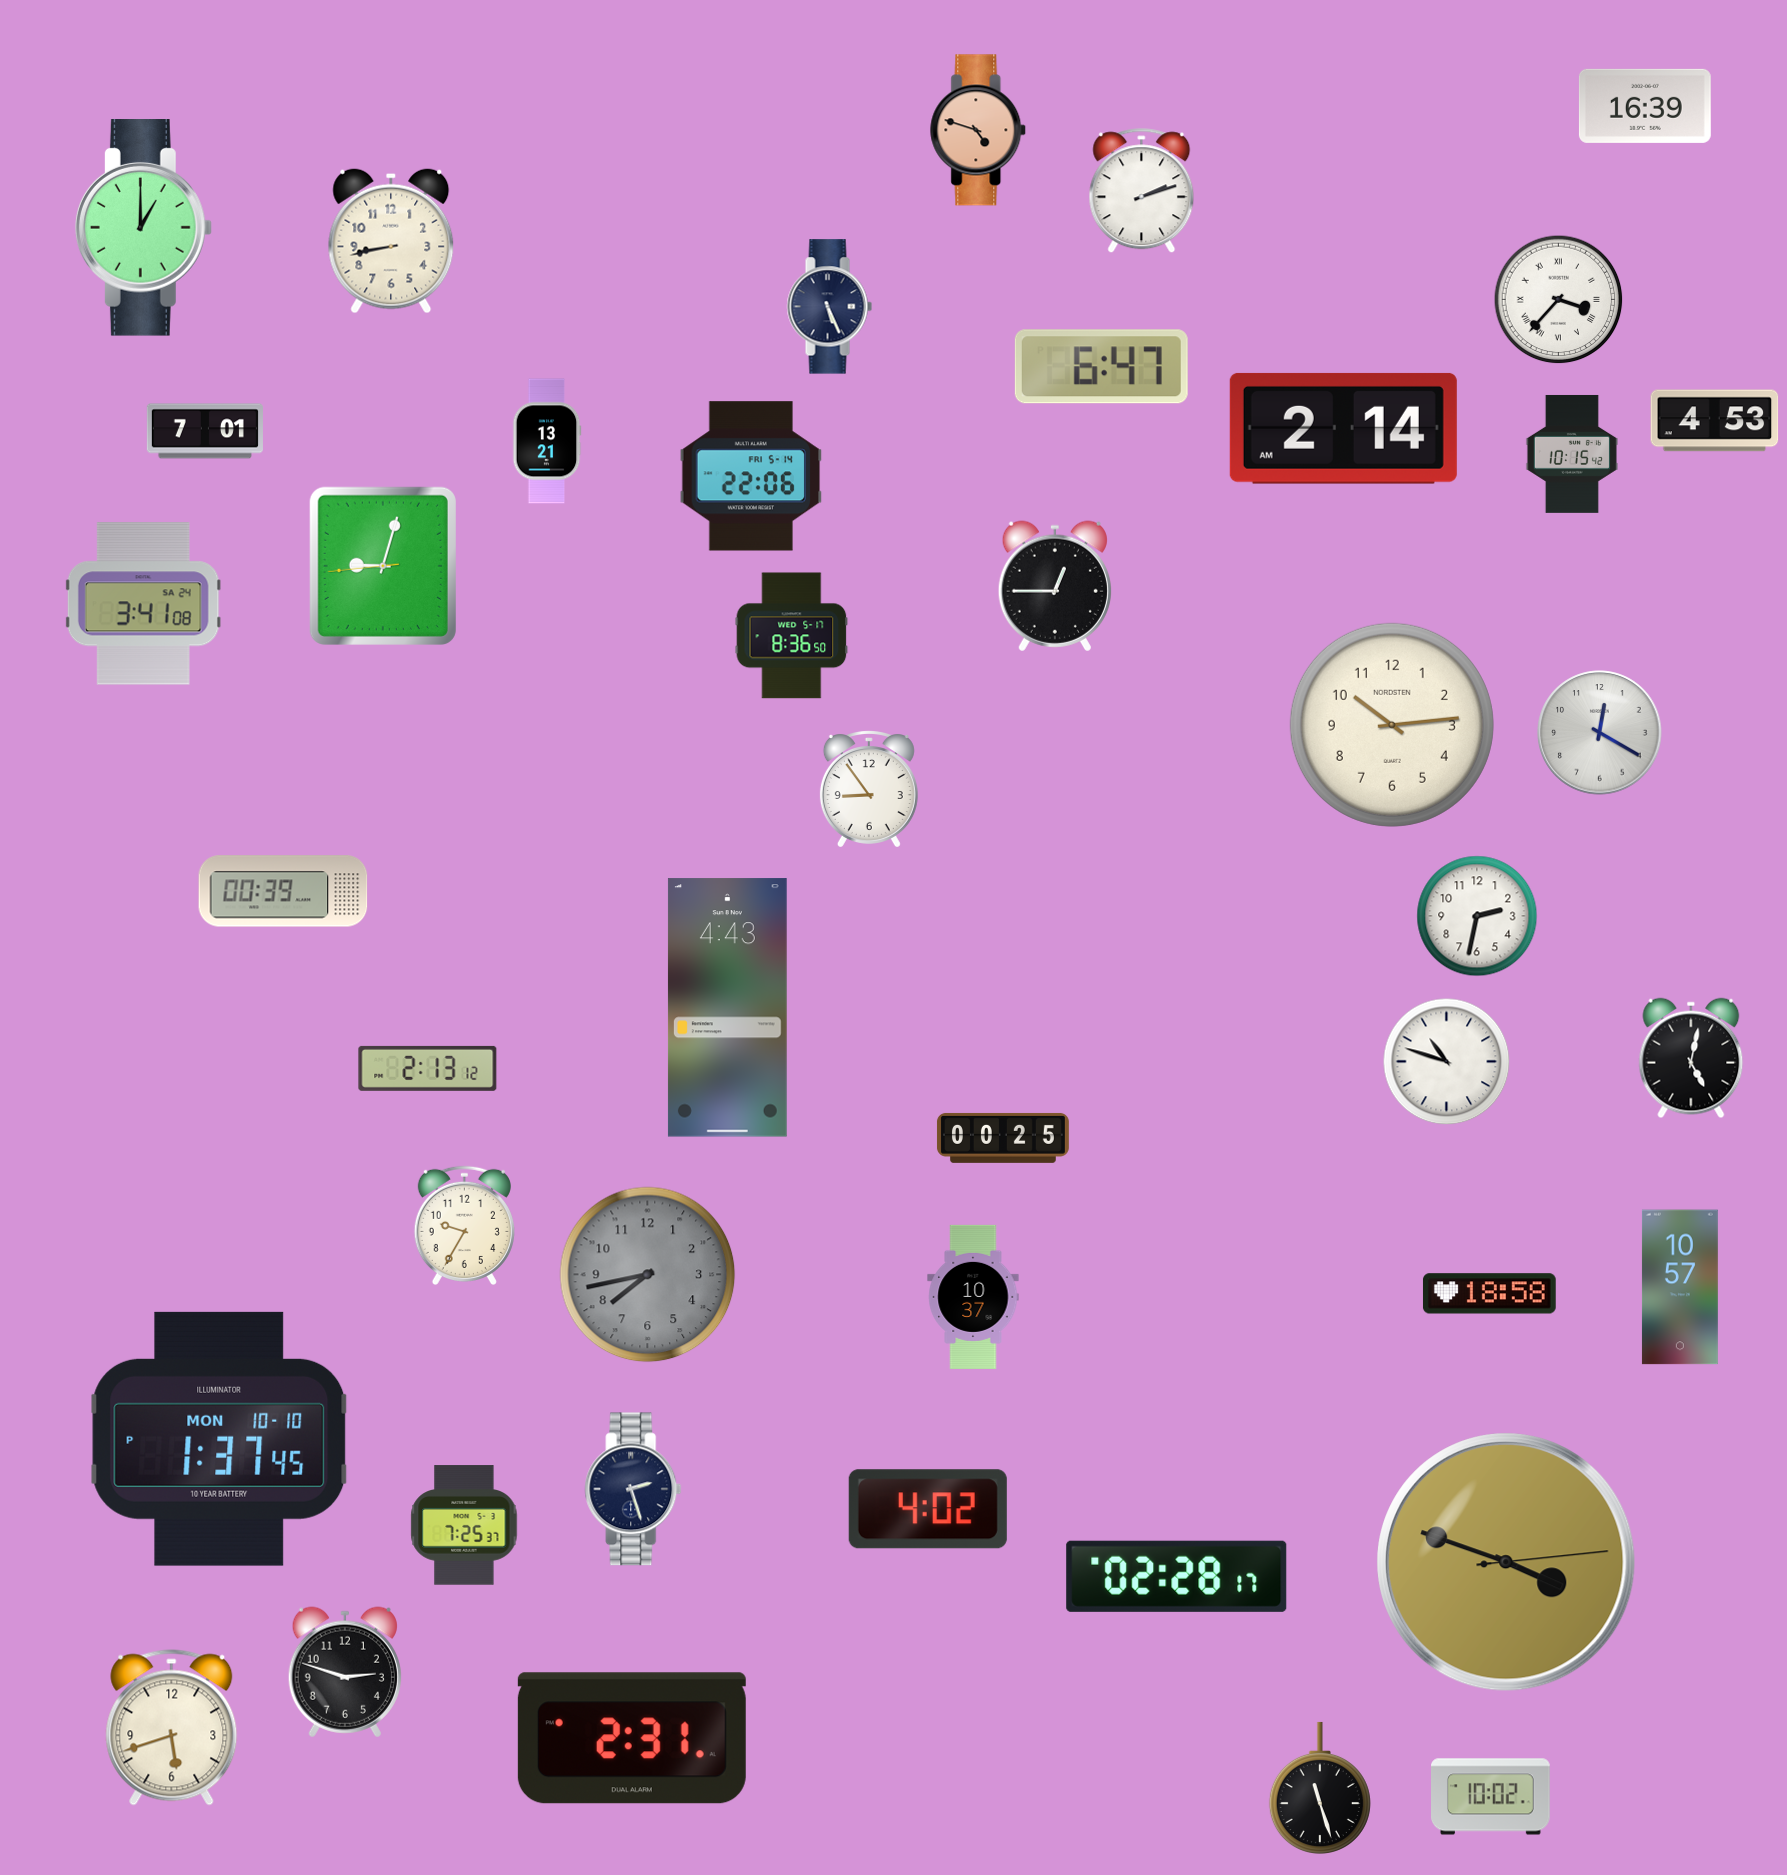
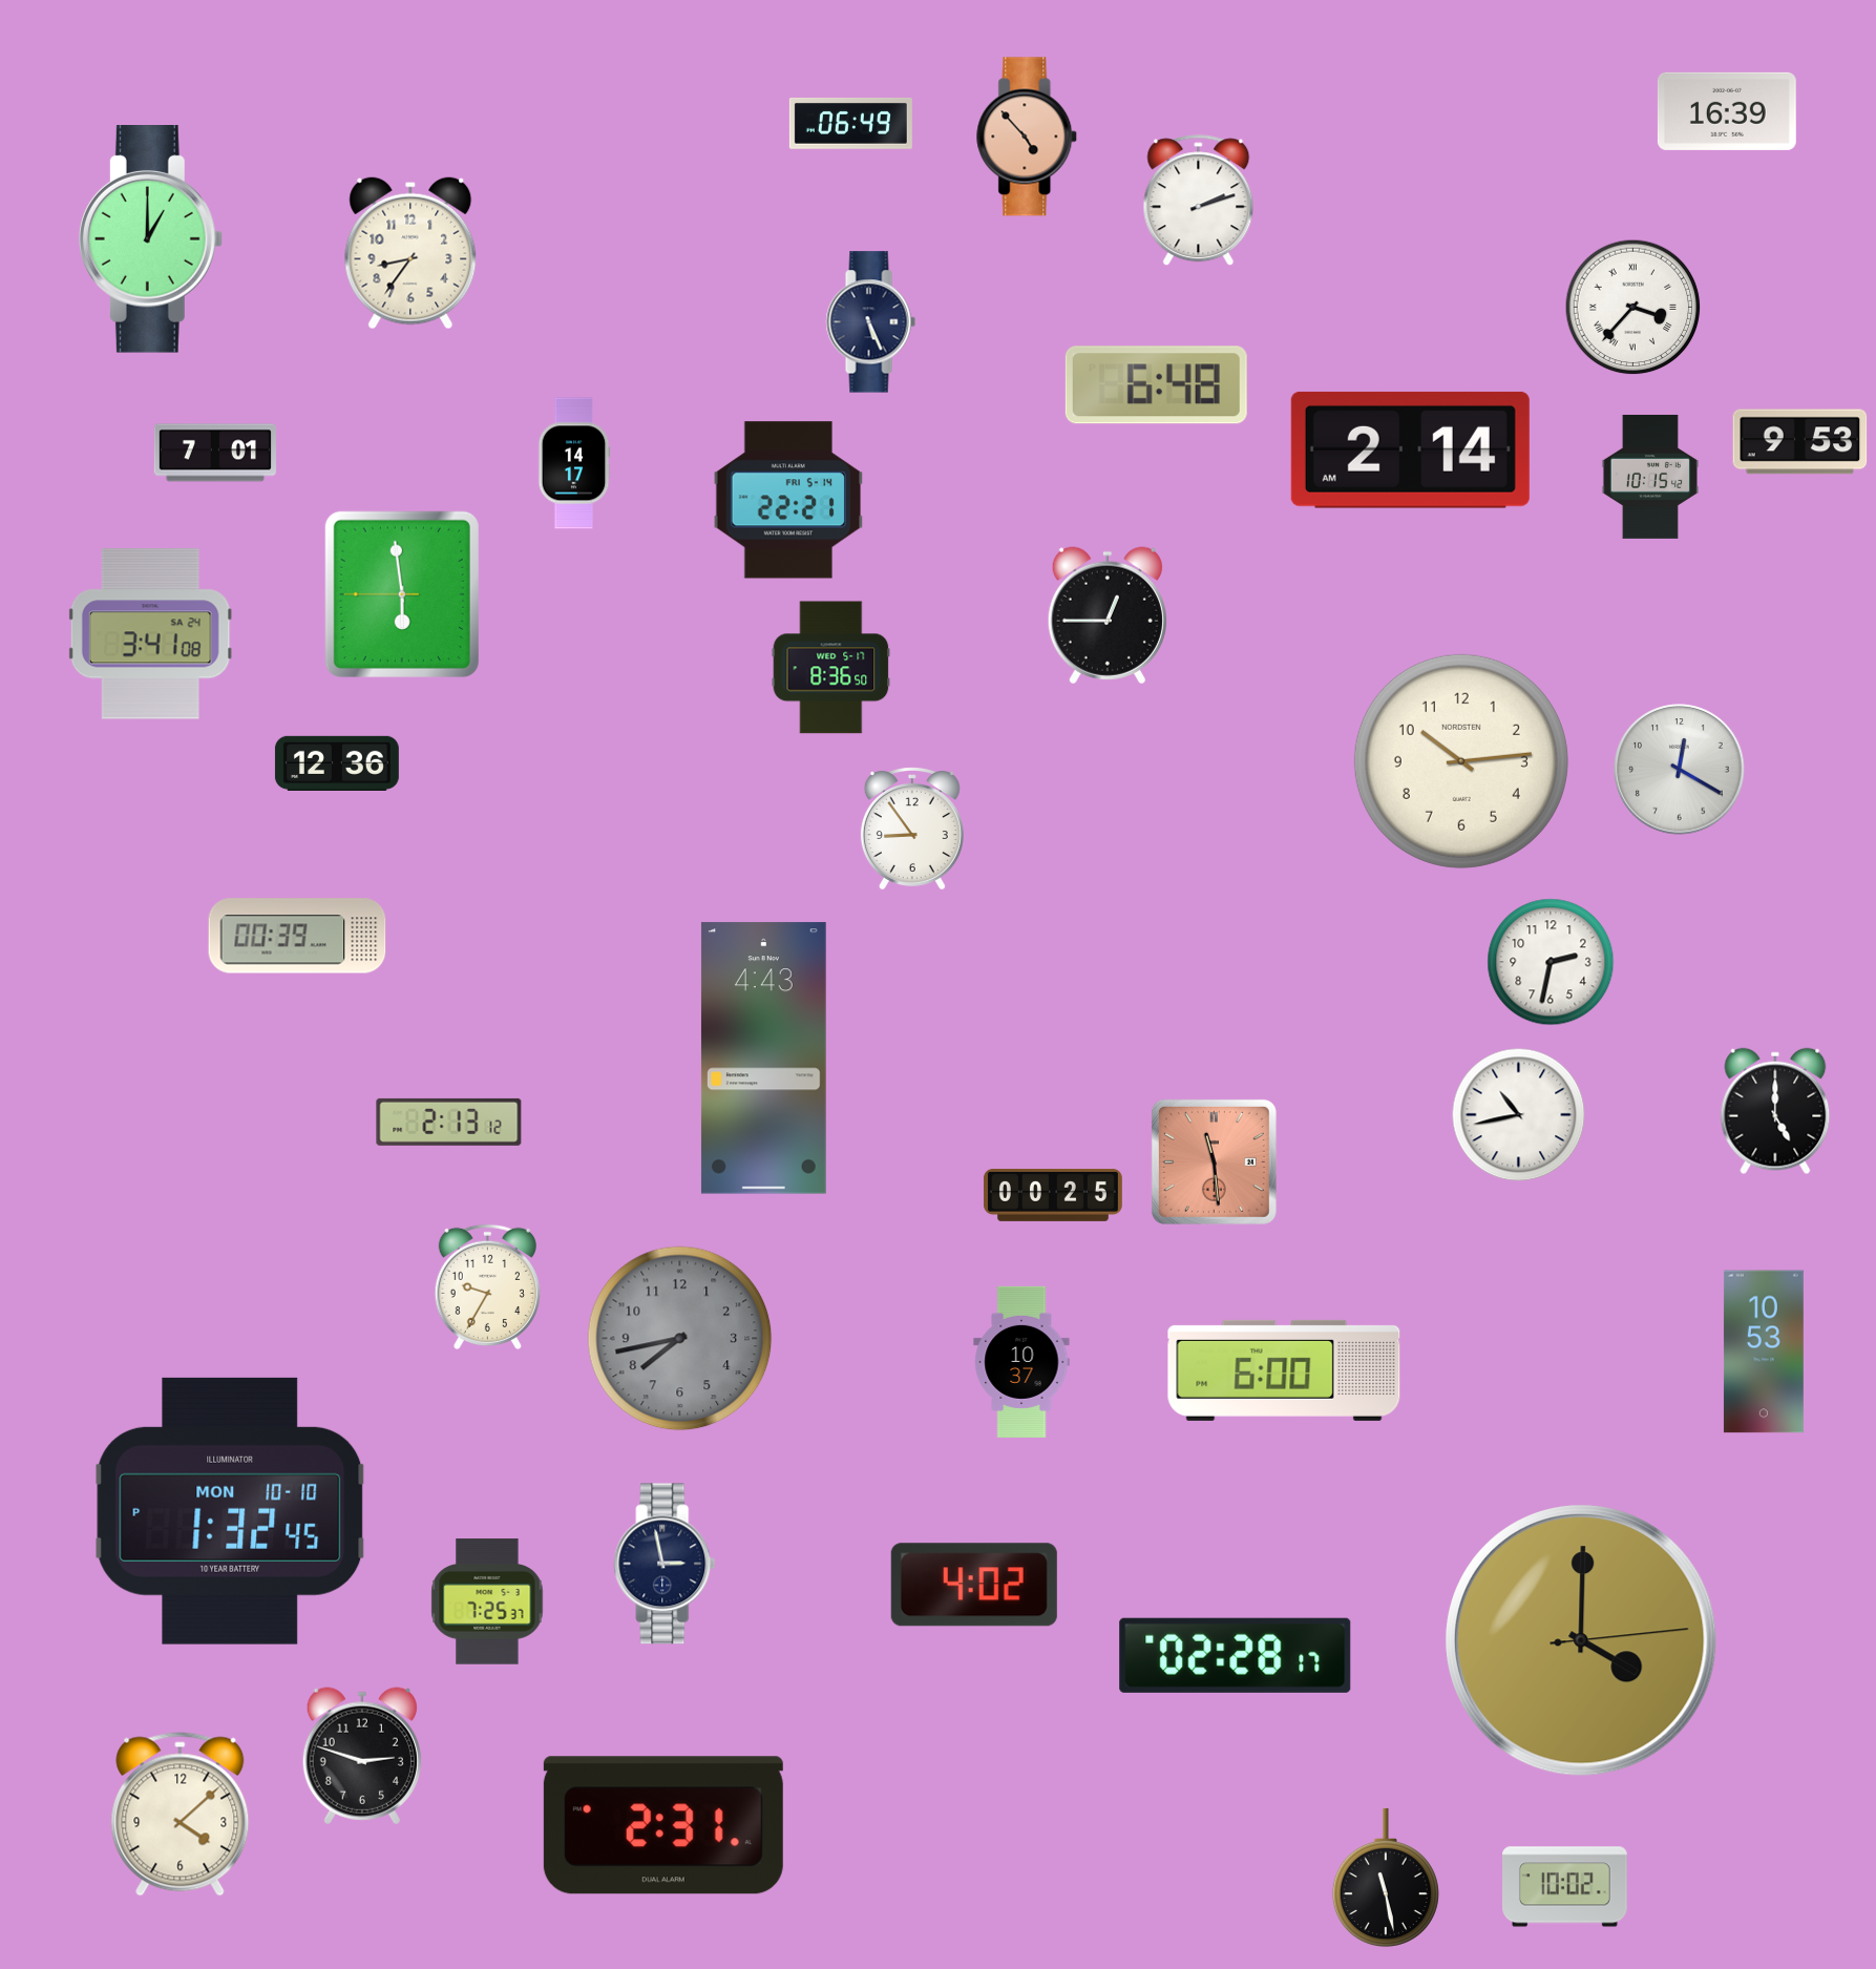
clock at (850, 124): none -> 06:49
clock at (979, 130): 4:48 -> 4:53
clock at (391, 241): 8:43 -> 8:36
clock at (1559, 300) position: (1559, 300) -> (1633, 308)
clock at (1101, 367): 6:47 -> 6:48
clock at (1715, 421): 4:53 -> 9:53
clock at (547, 441): 13:21 -> 14:17
clock at (751, 476): 22:06 -> 22:21
clock at (383, 566): 9:02 -> 5:58
clock at (337, 763): none -> 12:36
clock at (1691, 1058): 5:02 -> 5:00
clock at (1447, 1062): 10:48 -> 10:43
clock at (1214, 1161): none -> 11:29
clock at (1680, 1287): 10:57 -> 10:53
clock at (1489, 1294): 18:58 -> none
clock at (1284, 1370): none -> 6:00
clock at (219, 1439): 1:37 -> 1:32
clock at (633, 1489): 2:27 -> 2:58
clock at (1506, 1562): 3:48 -> 4:00
clock at (172, 1728): 5:42 -> 4:08
clock at (1320, 1787): 11:27 -> 11:28
